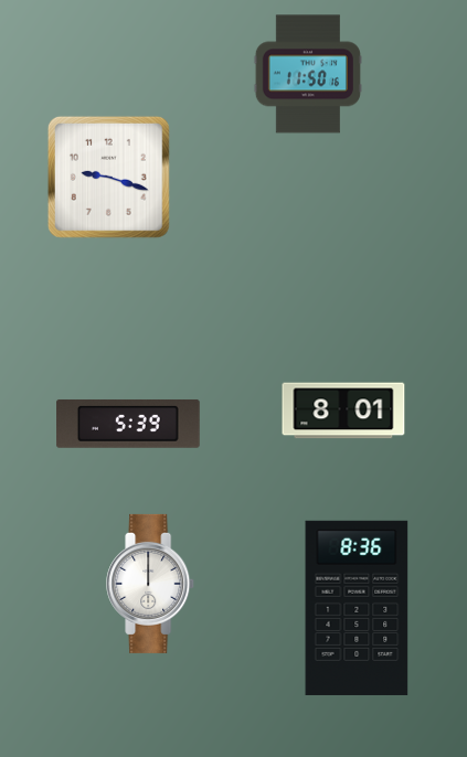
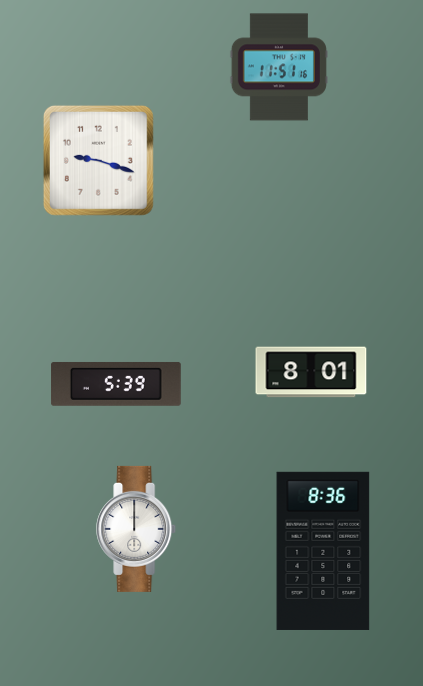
clock at (308, 74): 11:50 -> 11:51
